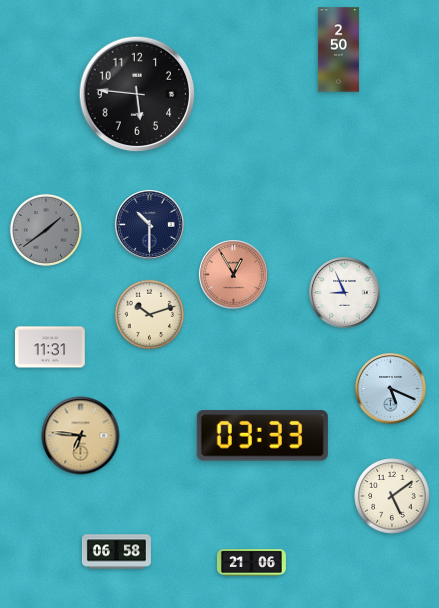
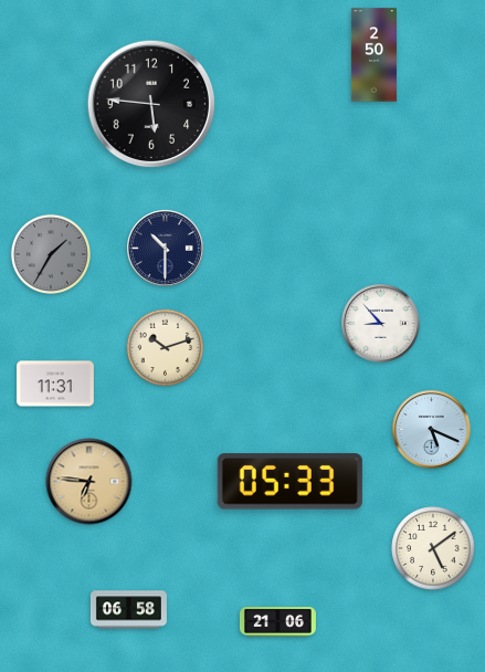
clock at (46, 230): 1:39 -> 1:35
clock at (234, 275): 12:55 -> none
clock at (345, 293): 8:56 -> 8:53
clock at (262, 436): 03:33 -> 05:33
